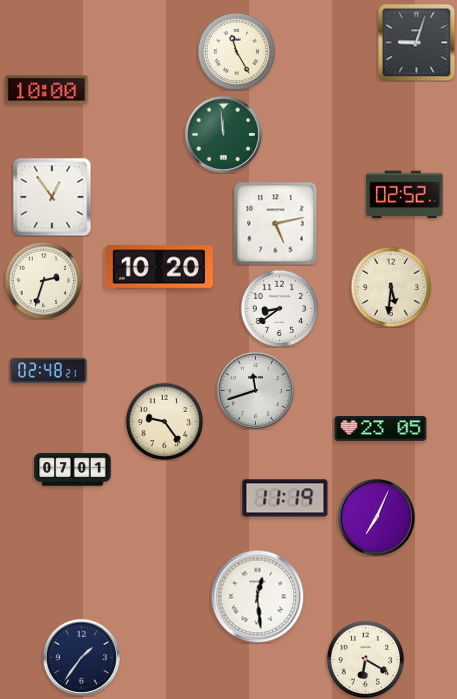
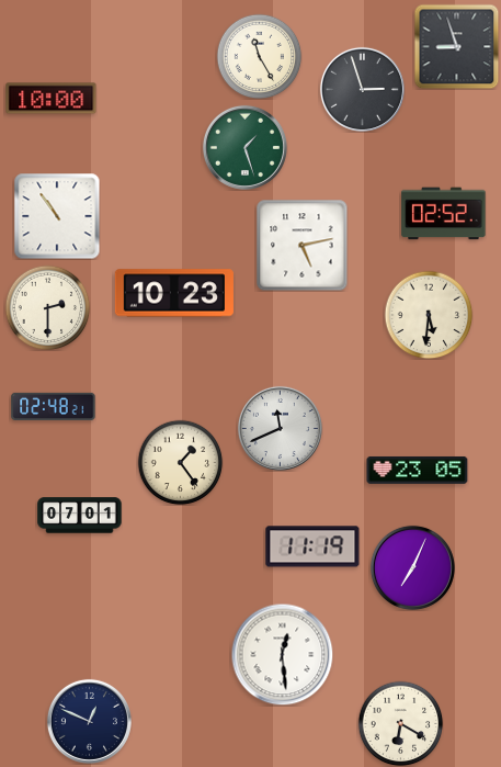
clock at (416, 42): 9:03 -> 8:57
clock at (362, 89): none -> 2:57
clock at (223, 134): 11:59 -> 1:27
clock at (52, 197): 12:54 -> 10:54
clock at (159, 267): 10:20 -> 10:23
clock at (43, 280): 2:33 -> 2:30
clock at (279, 308): 8:39 -> none
clock at (255, 390): 11:42 -> 11:41
clock at (164, 421): 9:24 -> 1:24
clock at (81, 657): 1:36 -> 12:49
